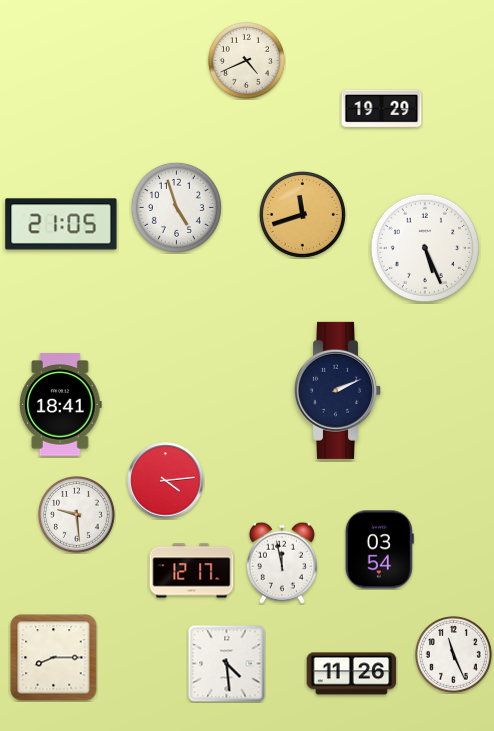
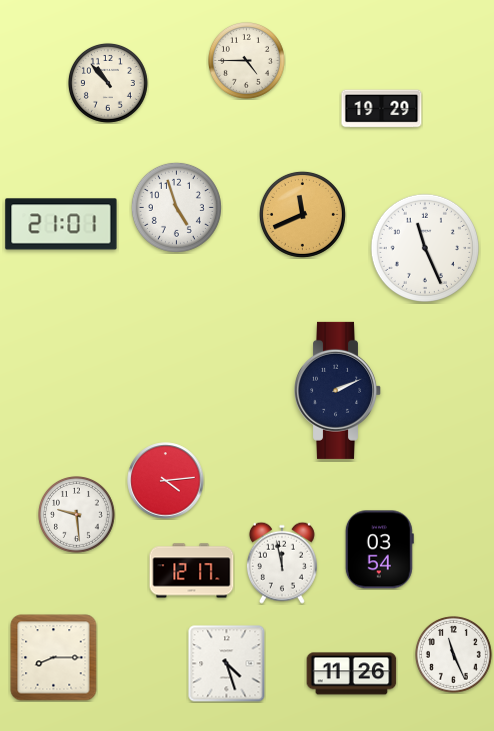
clock at (247, 61): 4:41 -> 4:45
clock at (108, 83): none -> 10:53
clock at (302, 214): 11:42 -> 11:41
clock at (61, 224): 21:05 -> 21:01
clock at (424, 247): 5:26 -> 11:26
clock at (61, 405): 18:41 -> none
clock at (227, 664): 4:29 -> 4:27
